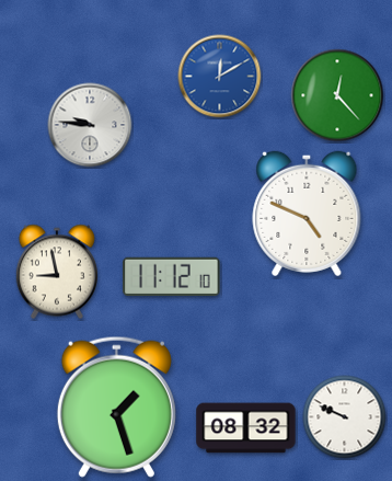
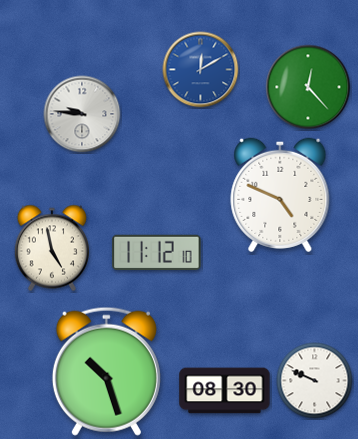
clock at (57, 272): 8:58 -> 4:58
clock at (116, 406): 1:27 -> 10:27
clock at (246, 428): 08:32 -> 08:30
